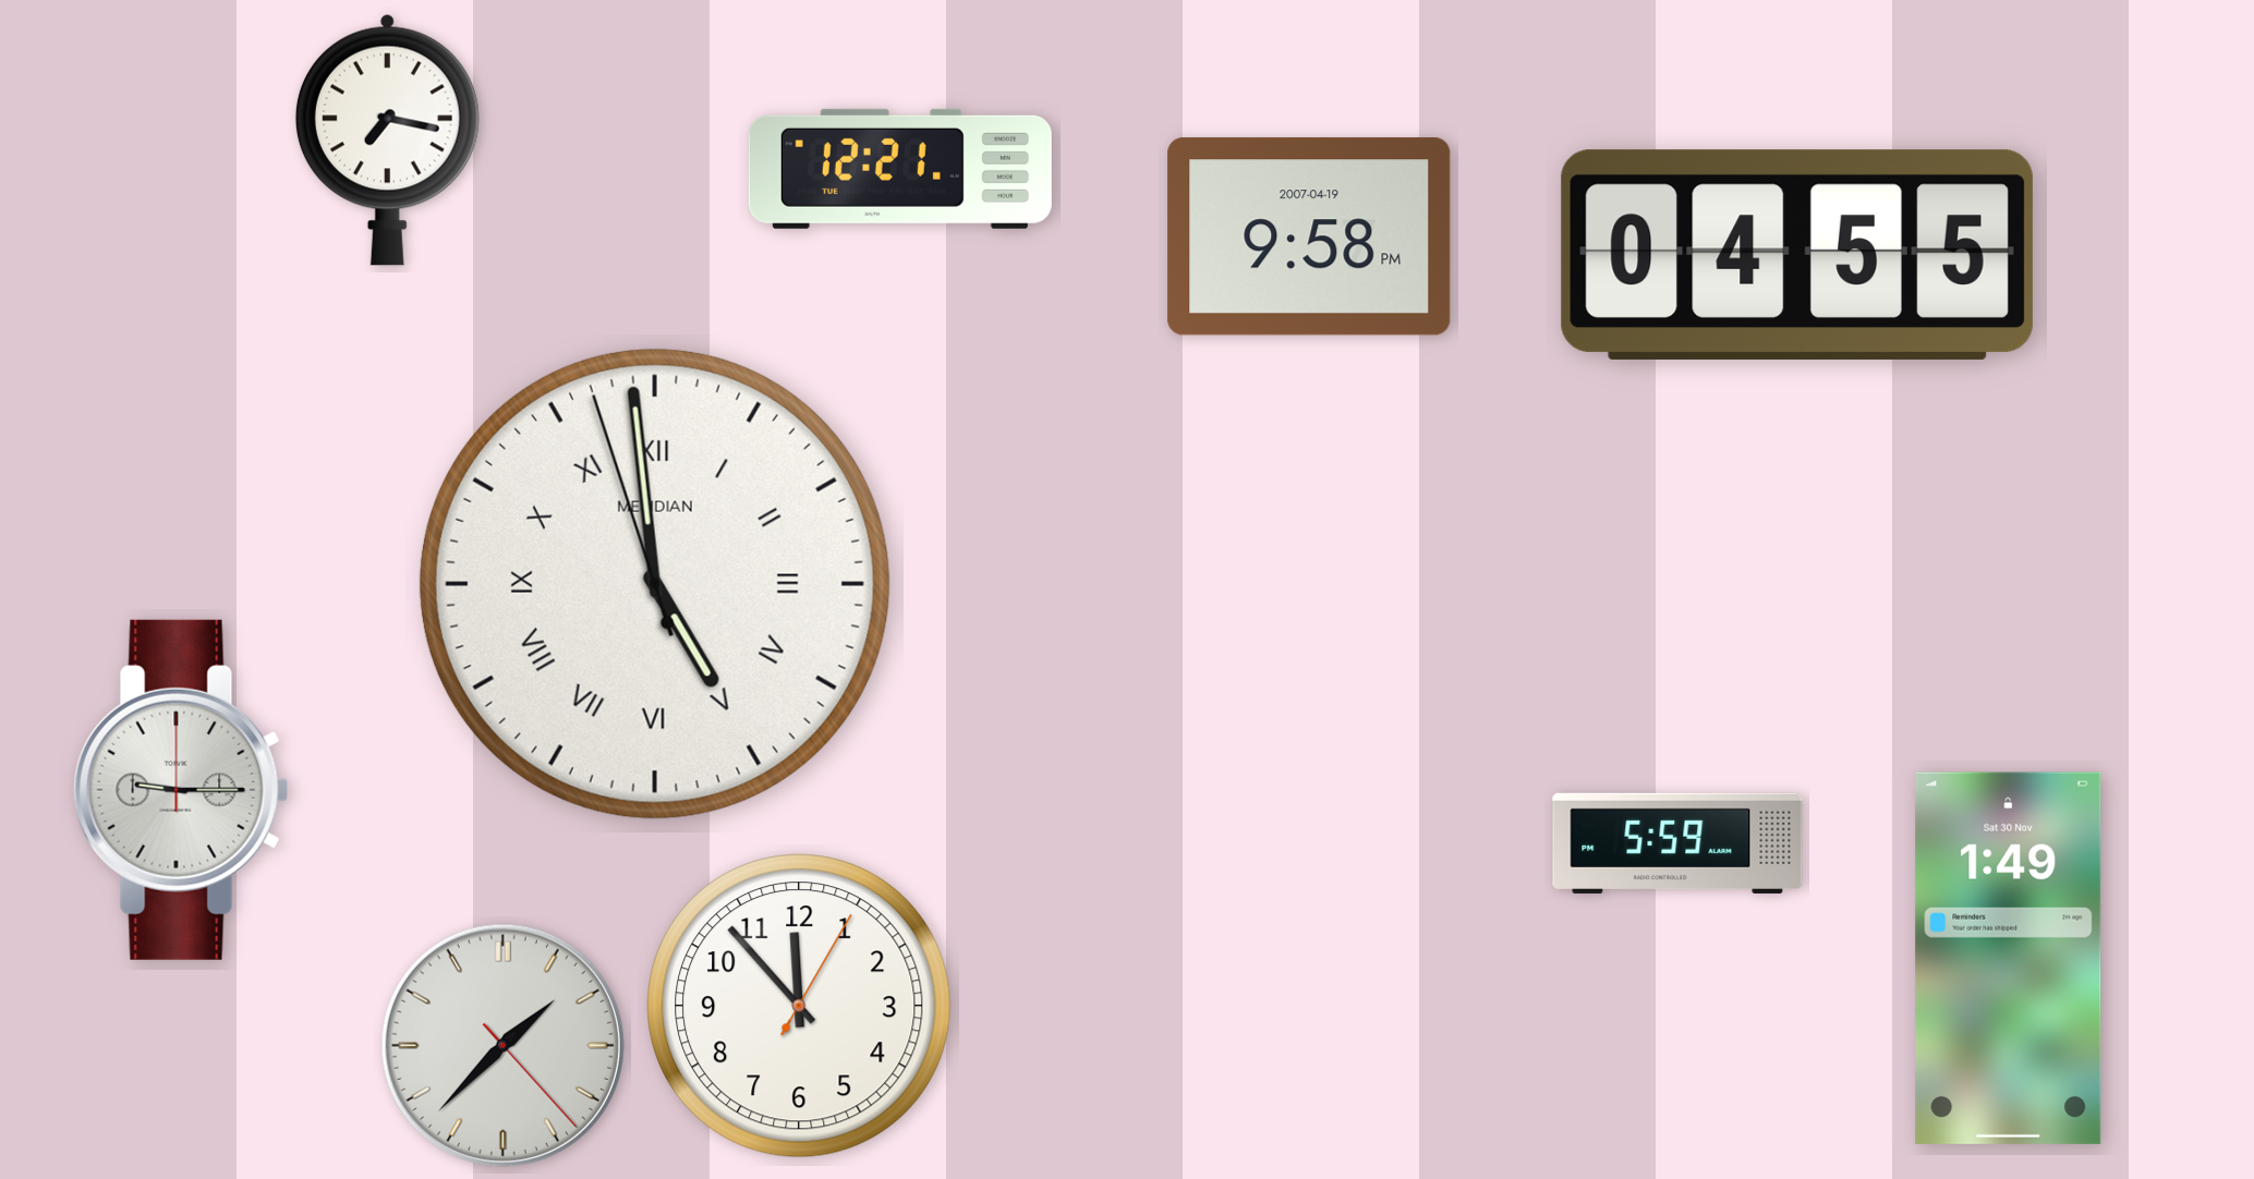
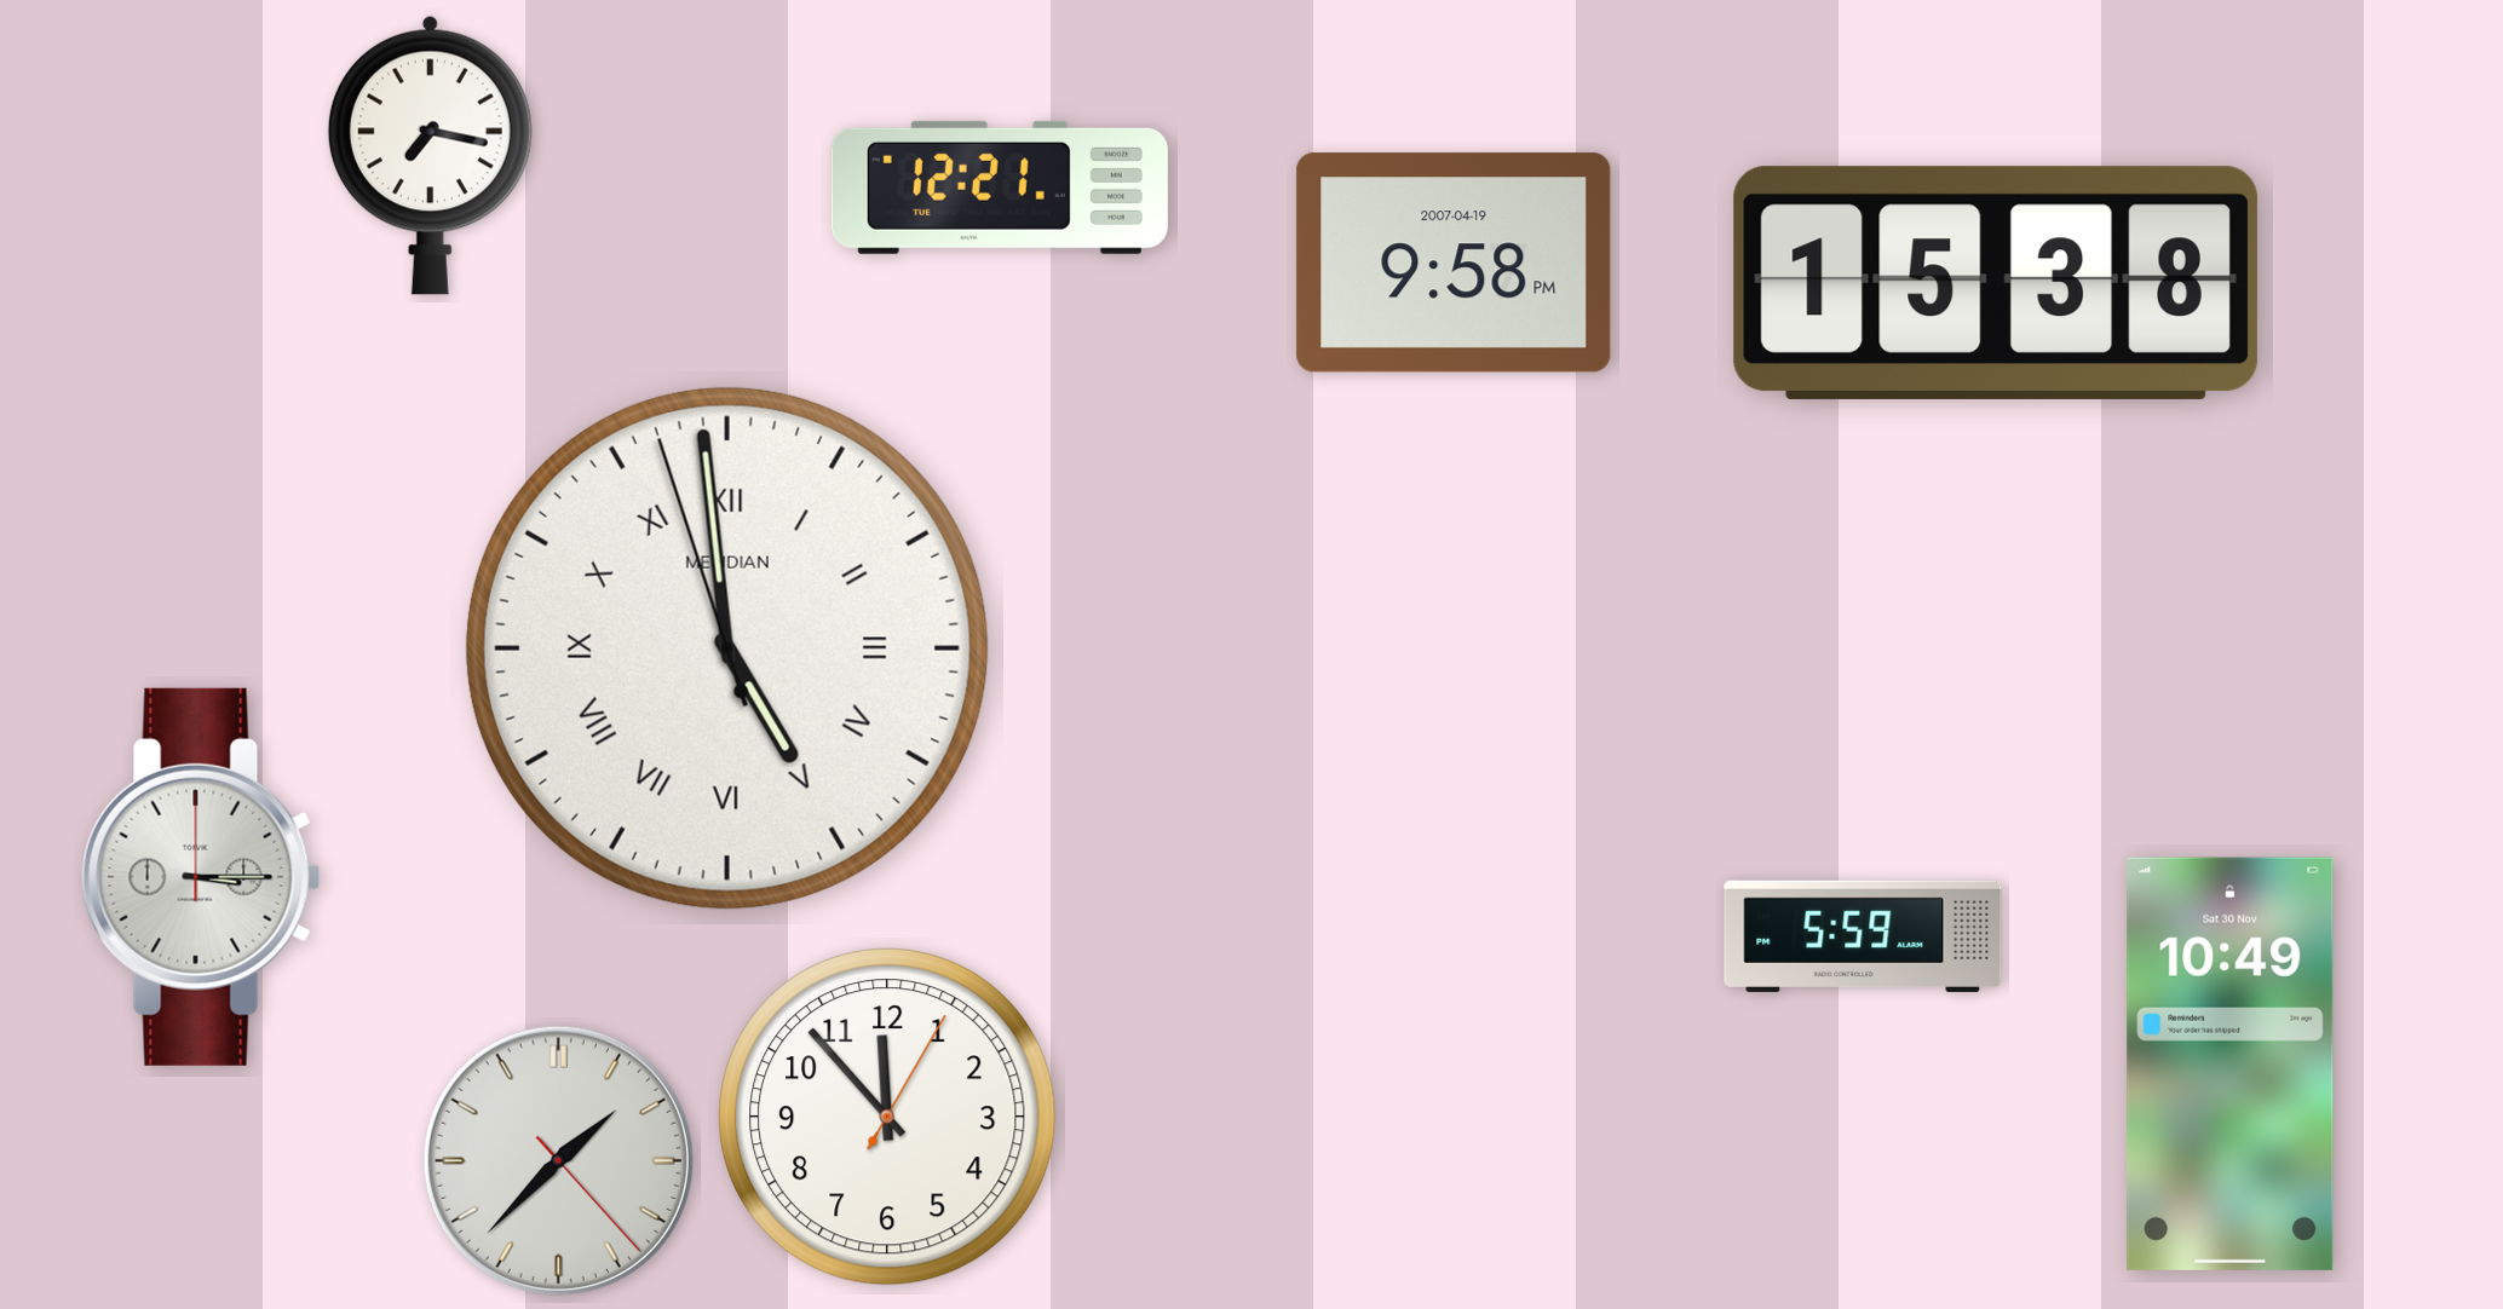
clock at (1797, 255): 04:55 -> 15:38
clock at (181, 790): 9:15 -> 3:15
clock at (2009, 958): 1:49 -> 10:49
